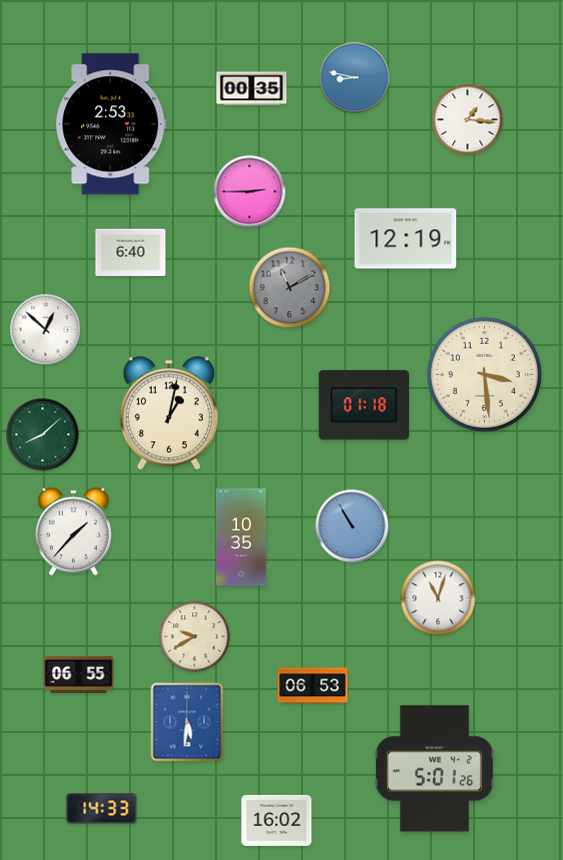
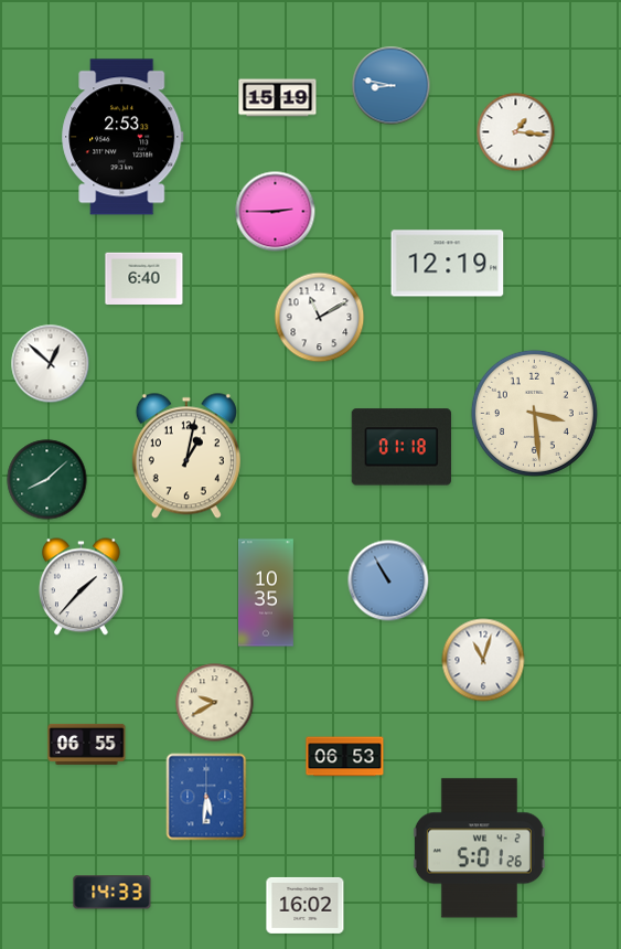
clock at (252, 89): 00:35 -> 15:19
clock at (290, 288) dial: grey -> white
